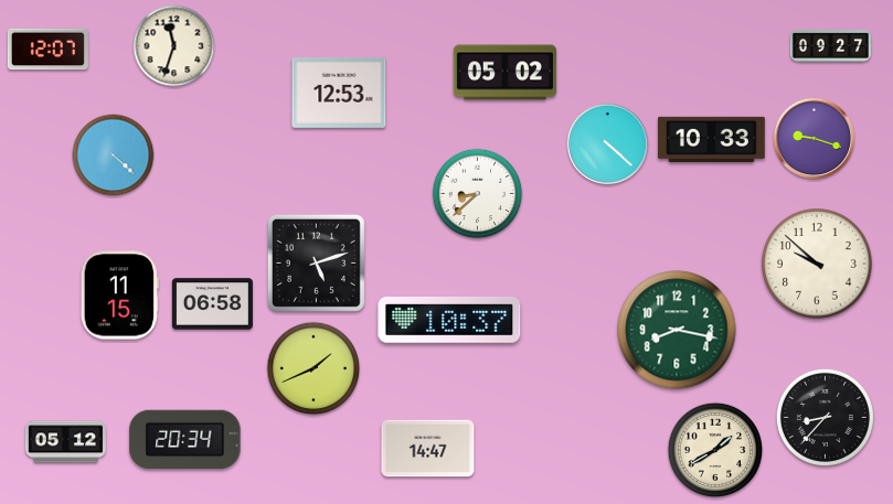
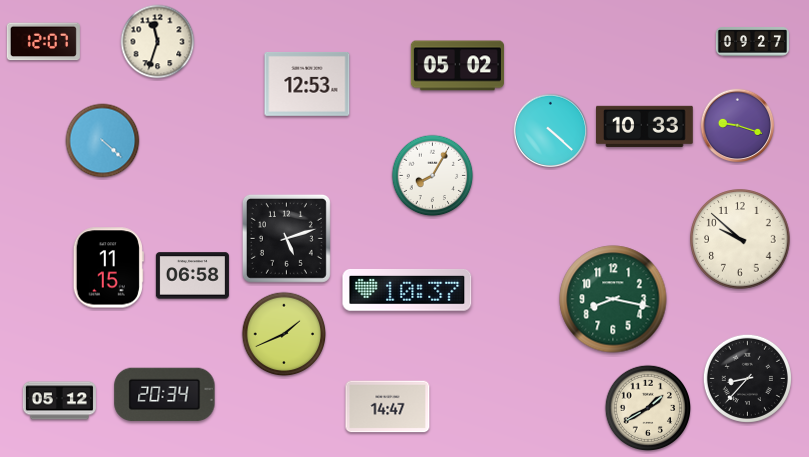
clock at (47, 50) position: (47, 50) -> (43, 42)
clock at (478, 194): 8:38 -> 8:05
clock at (185, 440) position: (185, 440) -> (165, 395)
